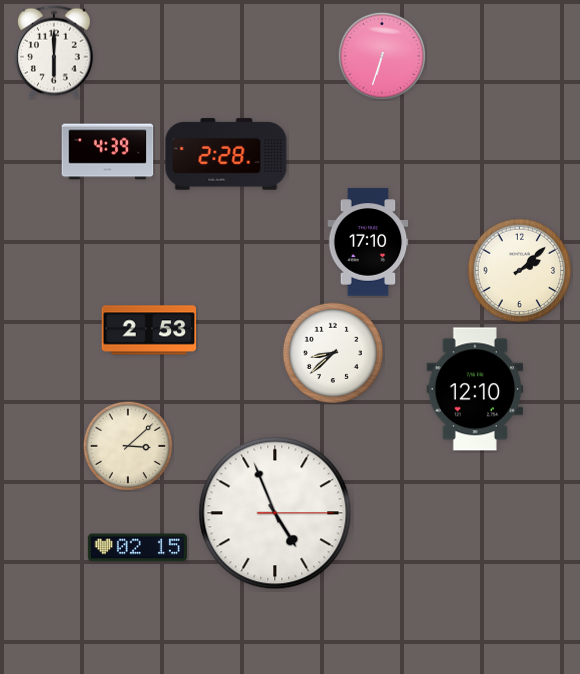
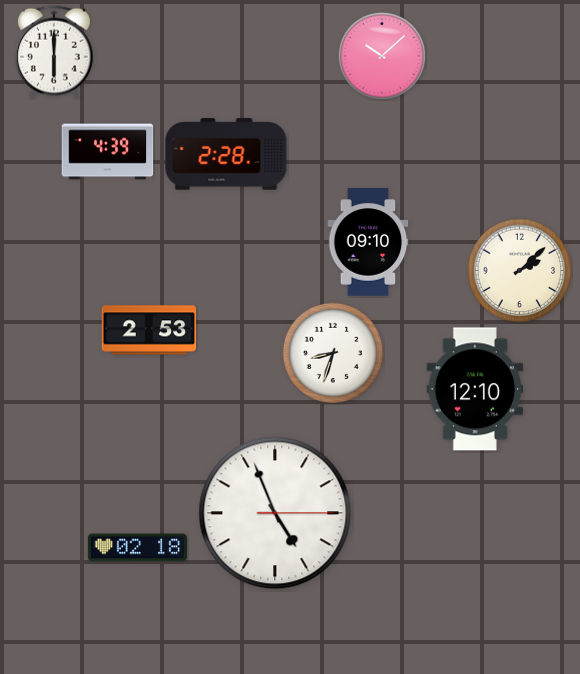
clock at (382, 56): 6:33 -> 10:08
clock at (368, 242): 17:10 -> 09:10
clock at (333, 353): 8:38 -> 8:33
clock at (128, 446): 3:08 -> none
clock at (137, 548): 02:15 -> 02:18
